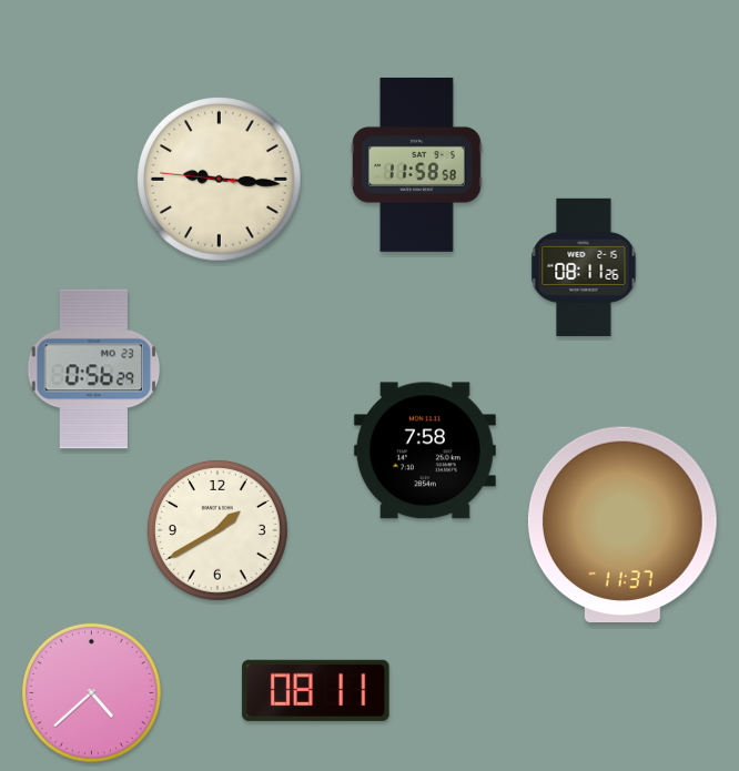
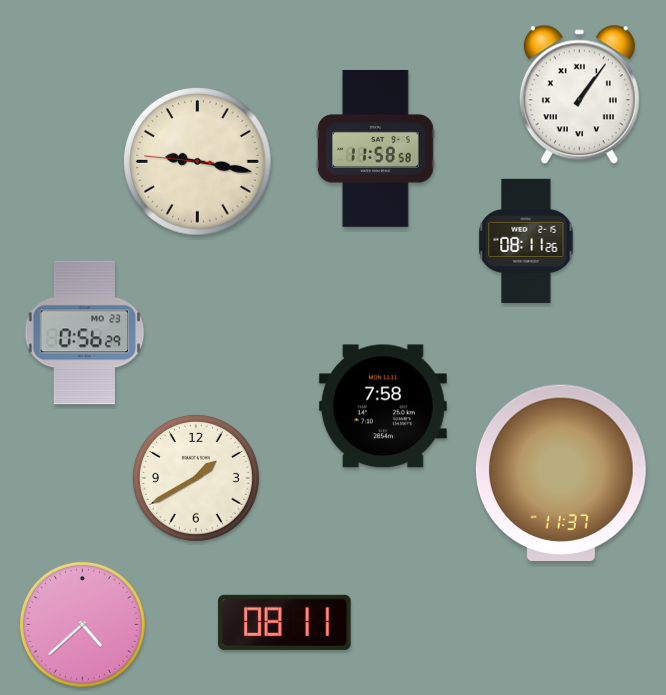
clock at (579, 95): none -> 1:06
clock at (220, 180): 9:15 -> 9:16
